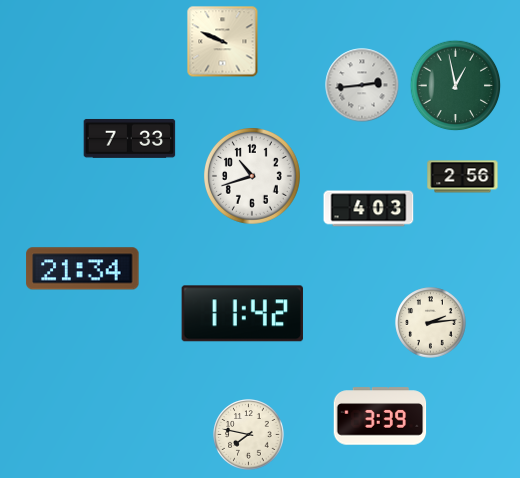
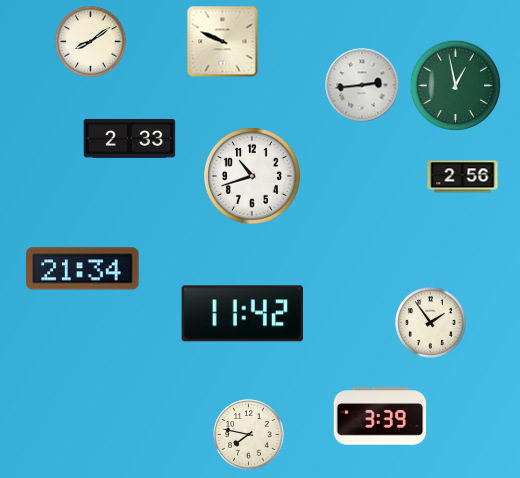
clock at (91, 42): none -> 8:09
clock at (130, 138): 7:33 -> 2:33
clock at (369, 209): 4:03 -> none
clock at (431, 323): 2:14 -> 1:54
